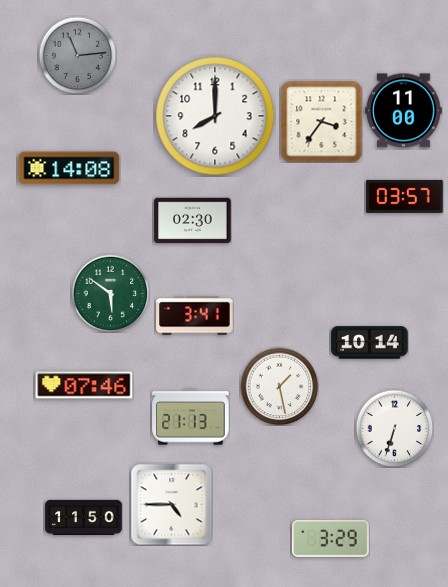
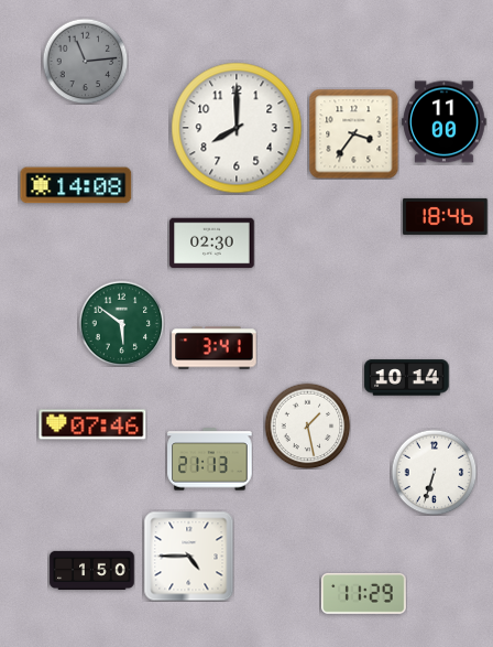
clock at (405, 196): 03:57 -> 18:46
clock at (84, 517): 11:50 -> 1:50
clock at (331, 539): 3:29 -> 11:29
